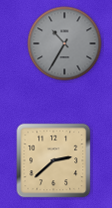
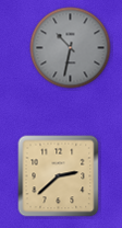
clock at (65, 44): 10:35 -> 10:32
